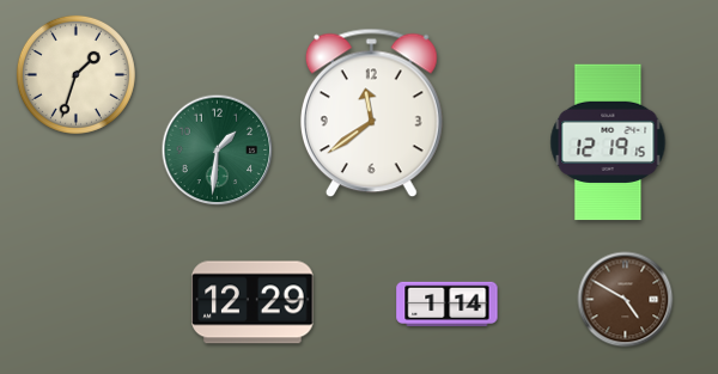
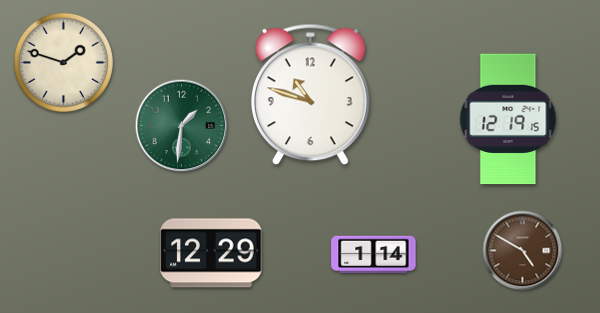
clock at (75, 74): 1:33 -> 1:48
clock at (371, 114): 11:39 -> 10:48
